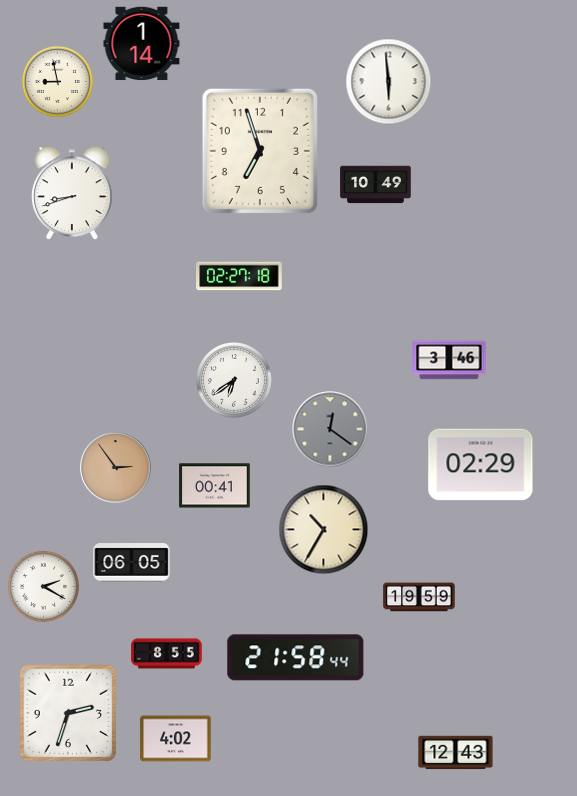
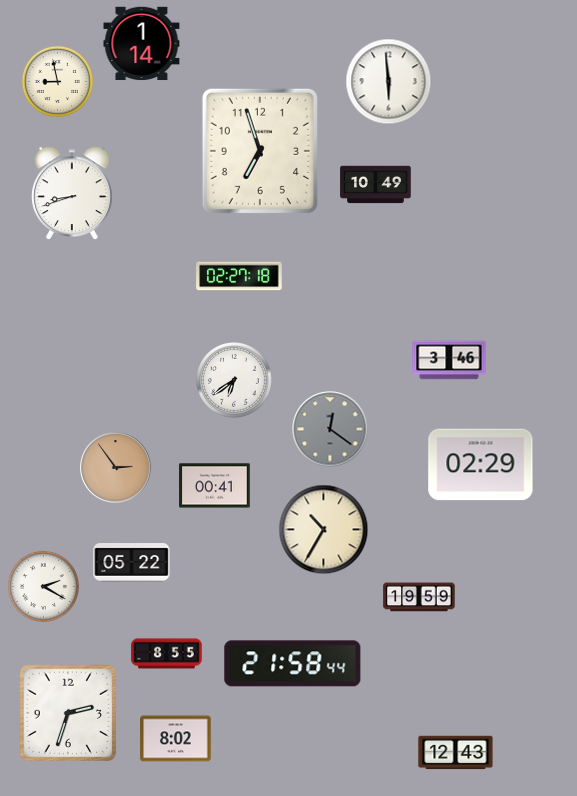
clock at (132, 563): 06:05 -> 05:22
clock at (296, 658) position: (296, 658) -> (293, 664)
clock at (176, 739): 4:02 -> 8:02
